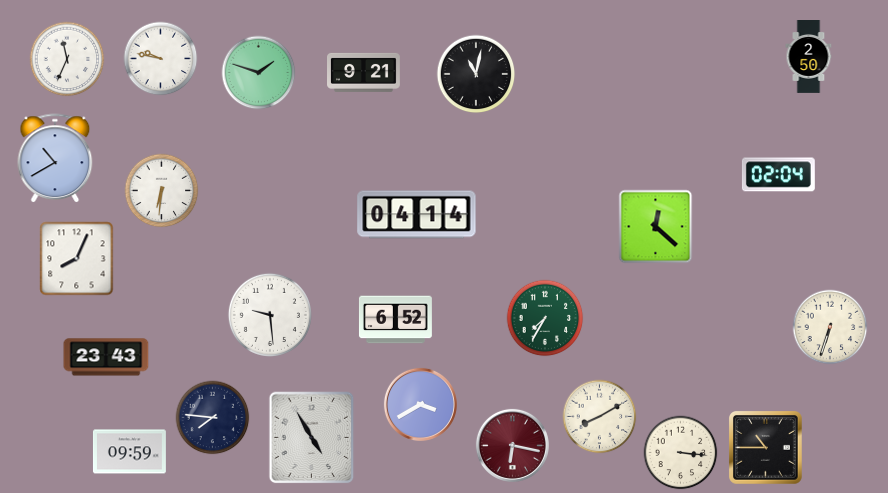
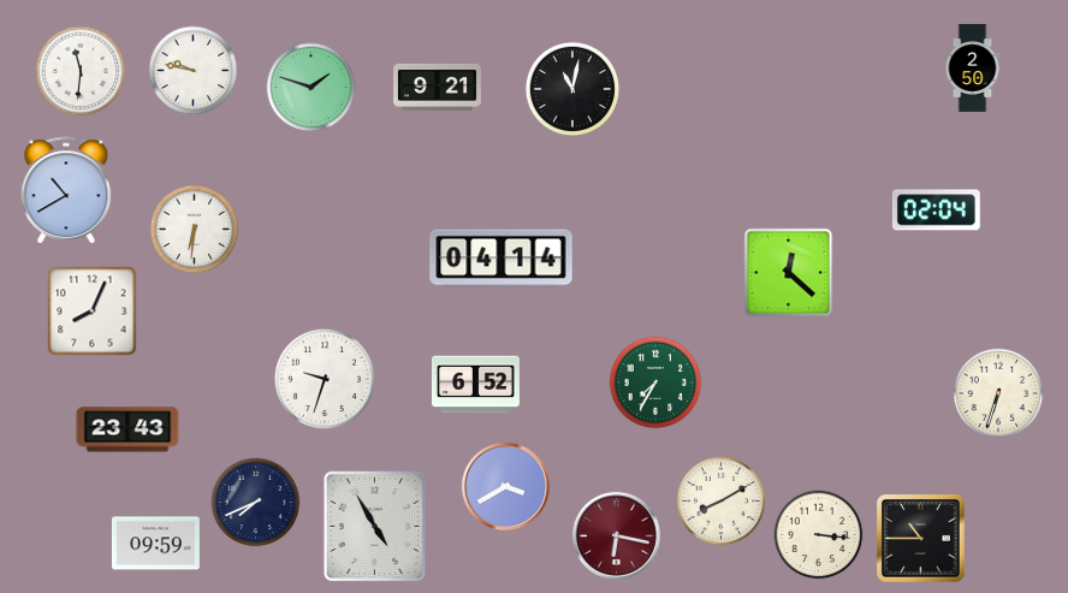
clock at (67, 59): 11:34 -> 11:31
clock at (270, 315): 9:29 -> 9:33
clock at (213, 418): 7:46 -> 7:41
clock at (681, 453) position: (681, 453) -> (819, 535)
